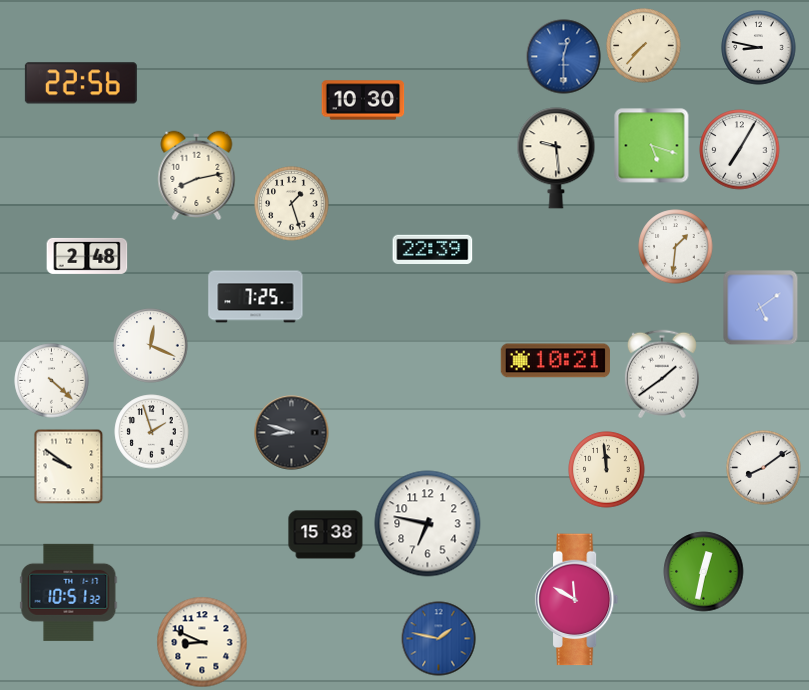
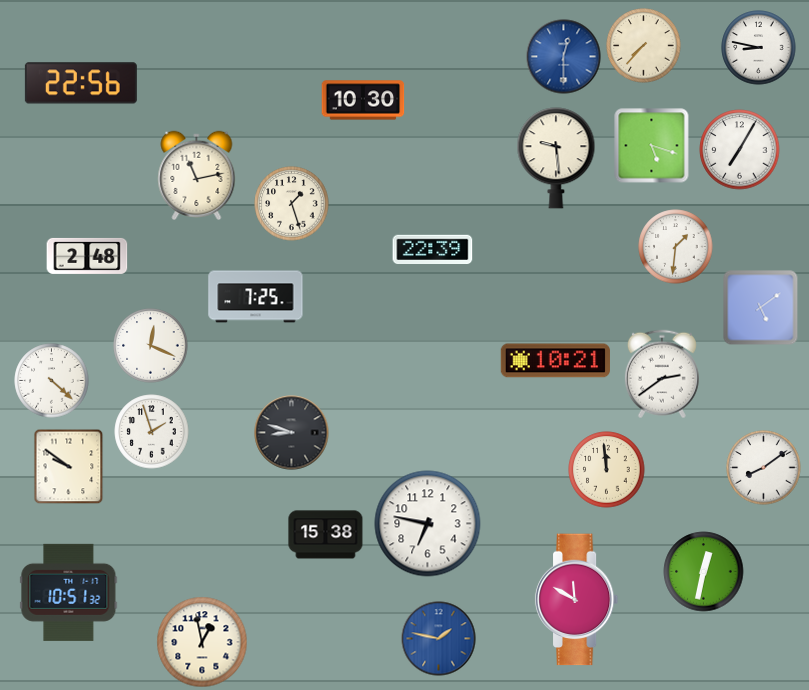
clock at (197, 175): 8:13 -> 11:13
clock at (662, 374): 1:39 -> 2:39
clock at (202, 642): 8:49 -> 12:58
